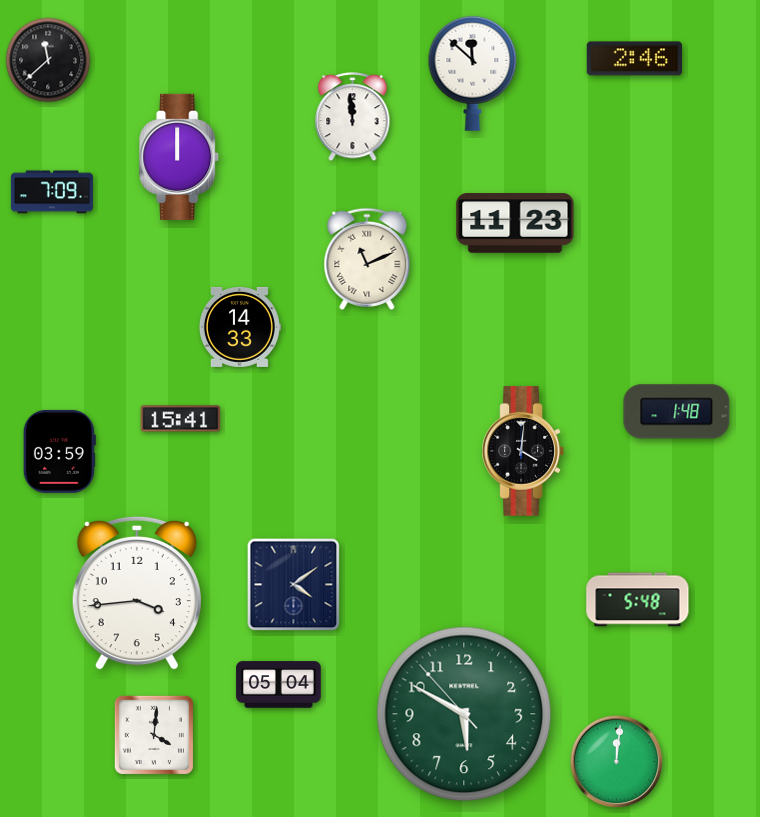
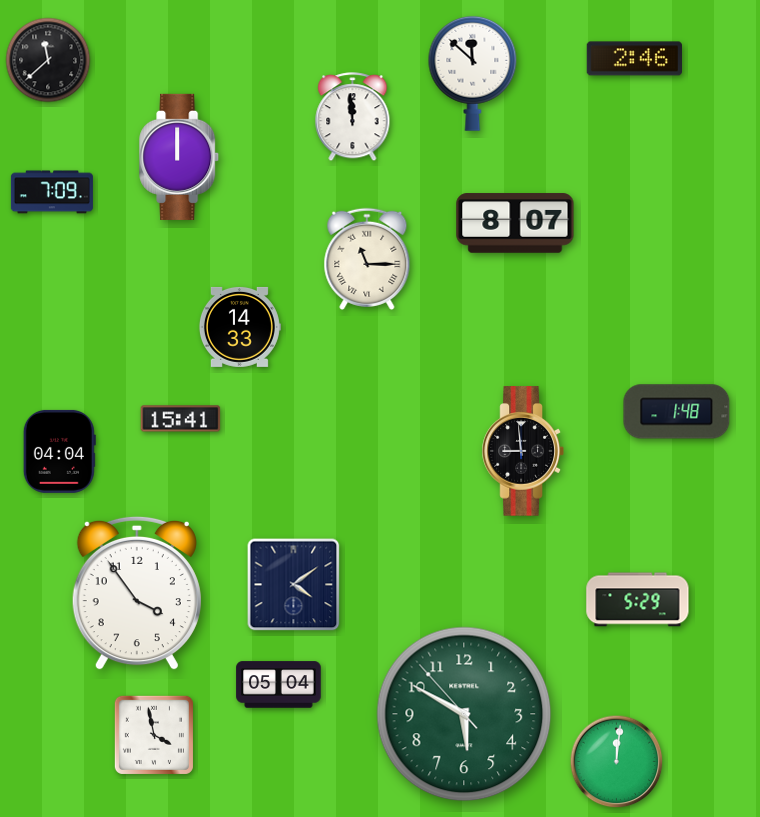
clock at (515, 223): 11:23 -> 8:07
clock at (367, 259): 11:11 -> 11:15
clock at (59, 451): 03:59 -> 04:04
clock at (523, 451): 4:01 -> 8:59
clock at (137, 593): 3:44 -> 3:54
clock at (638, 600): 5:48 -> 5:29
clock at (154, 735): 4:01 -> 3:58
